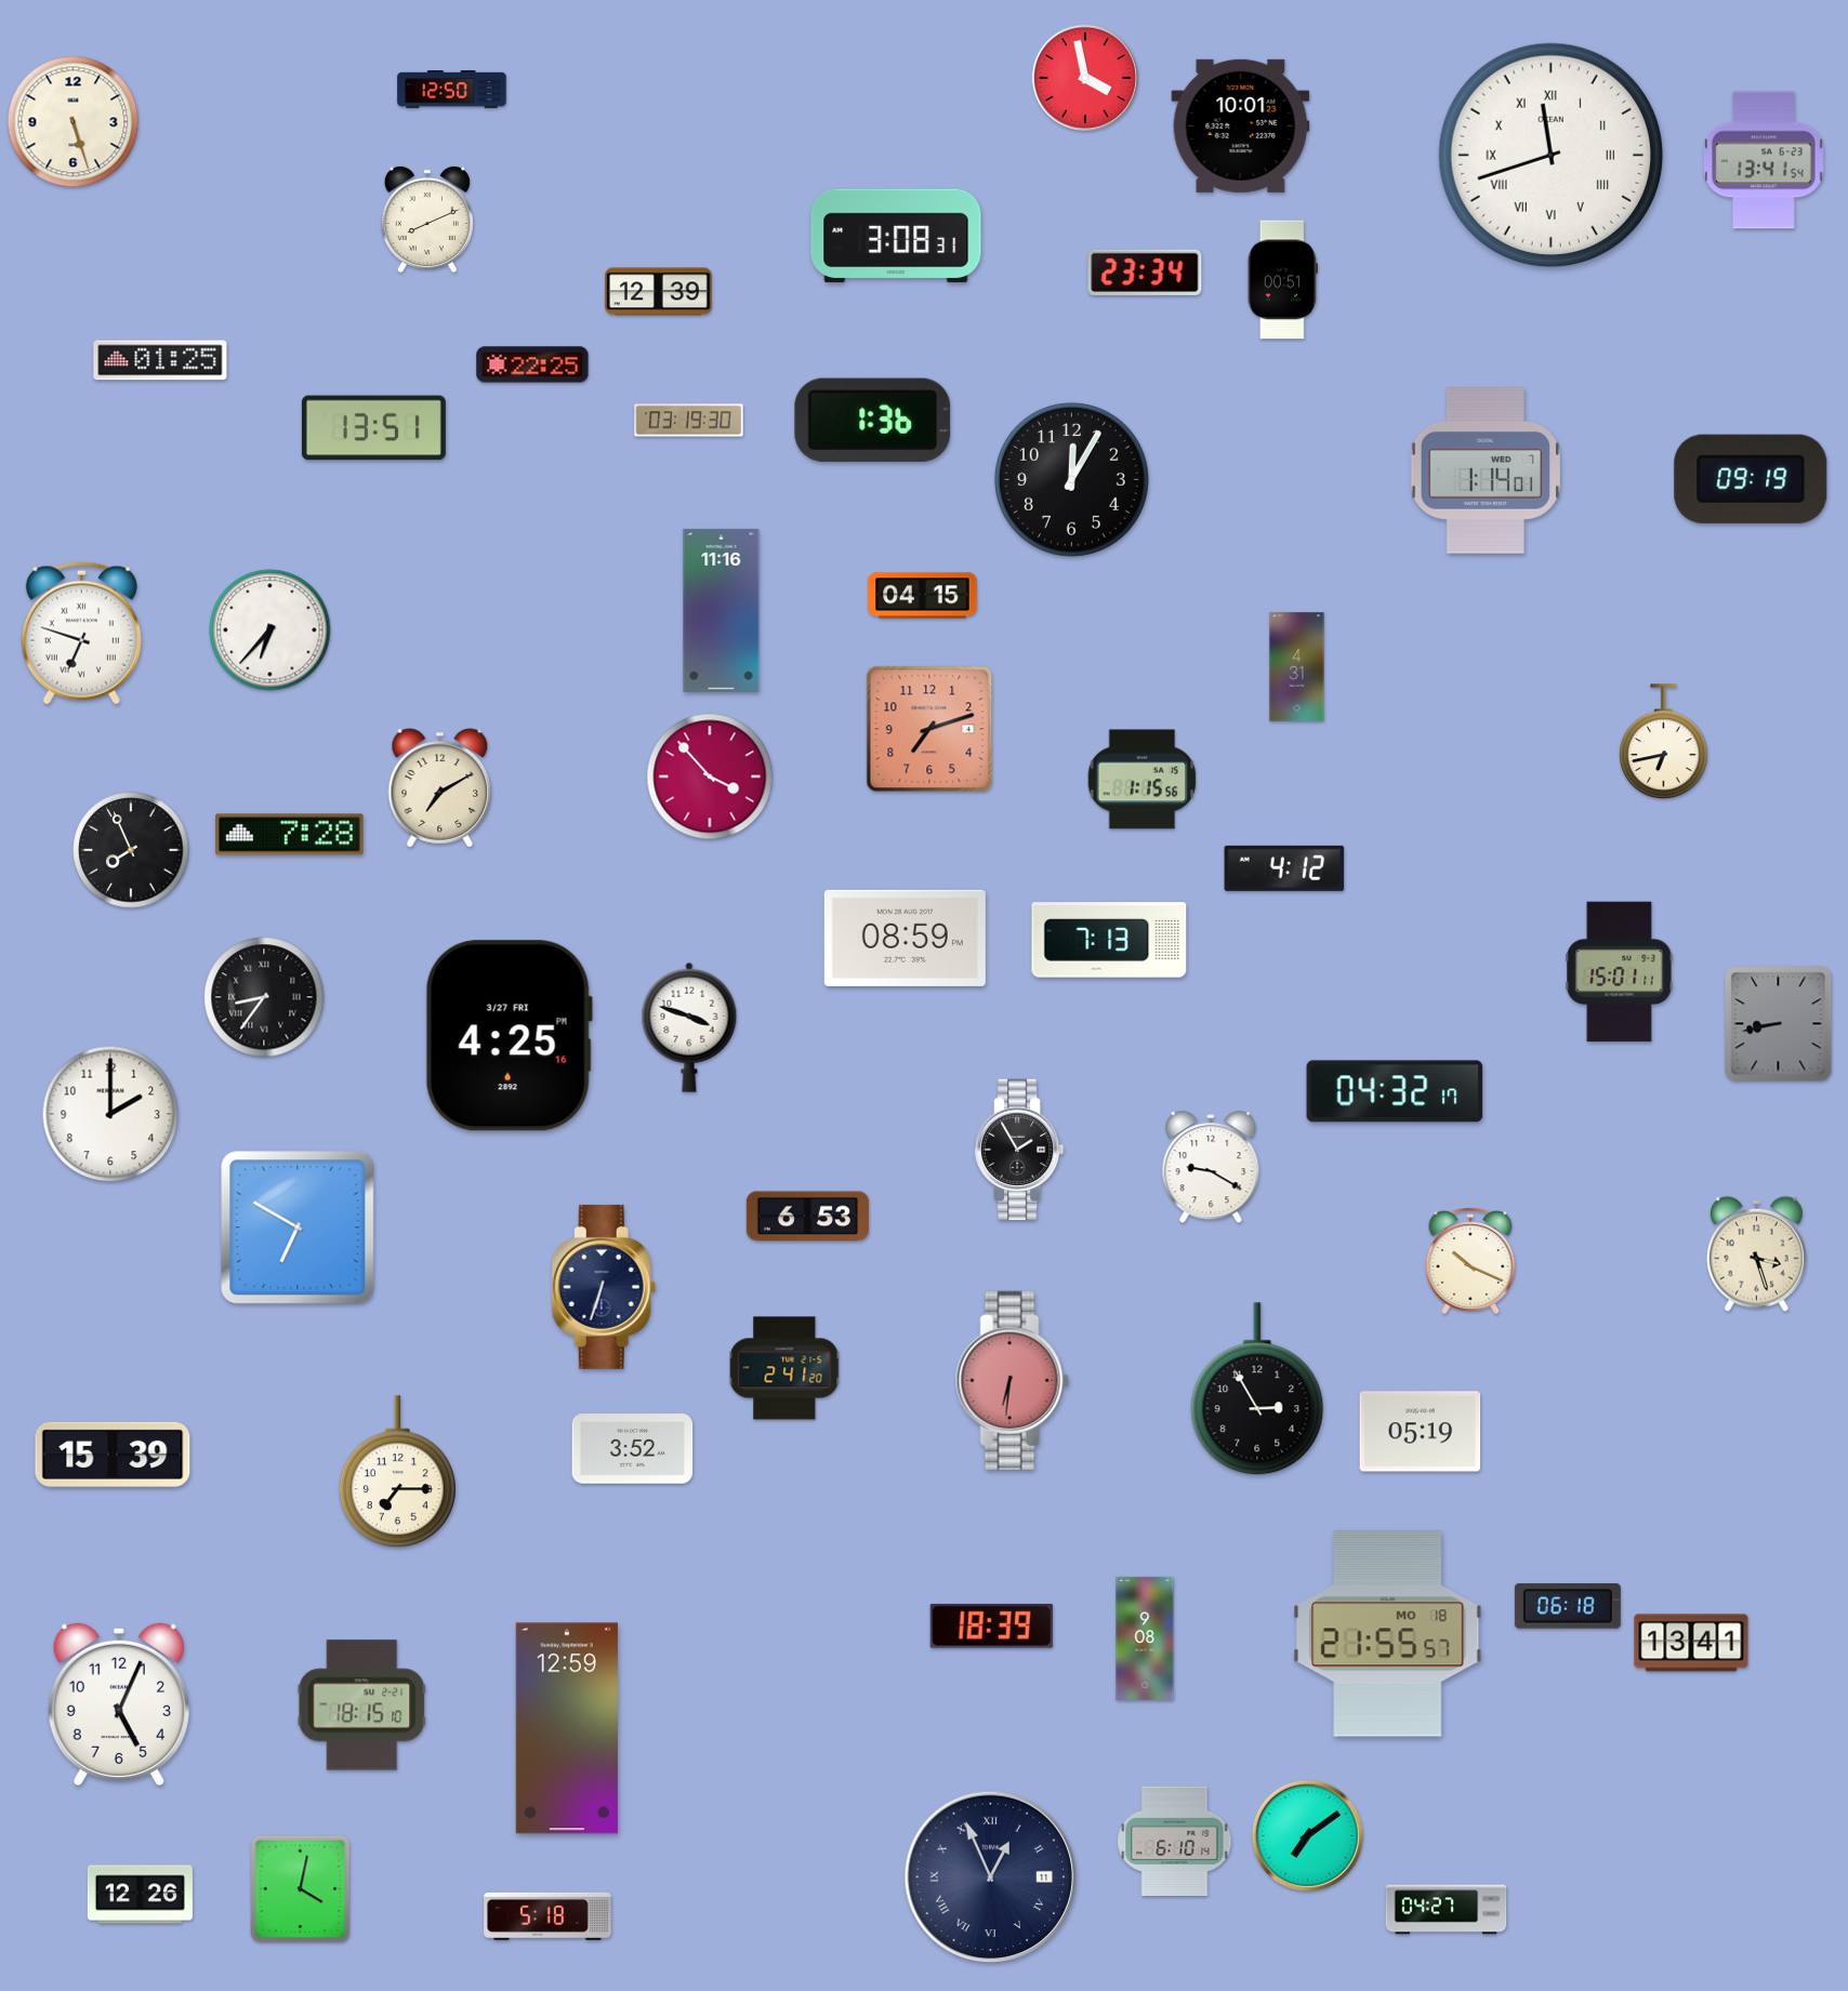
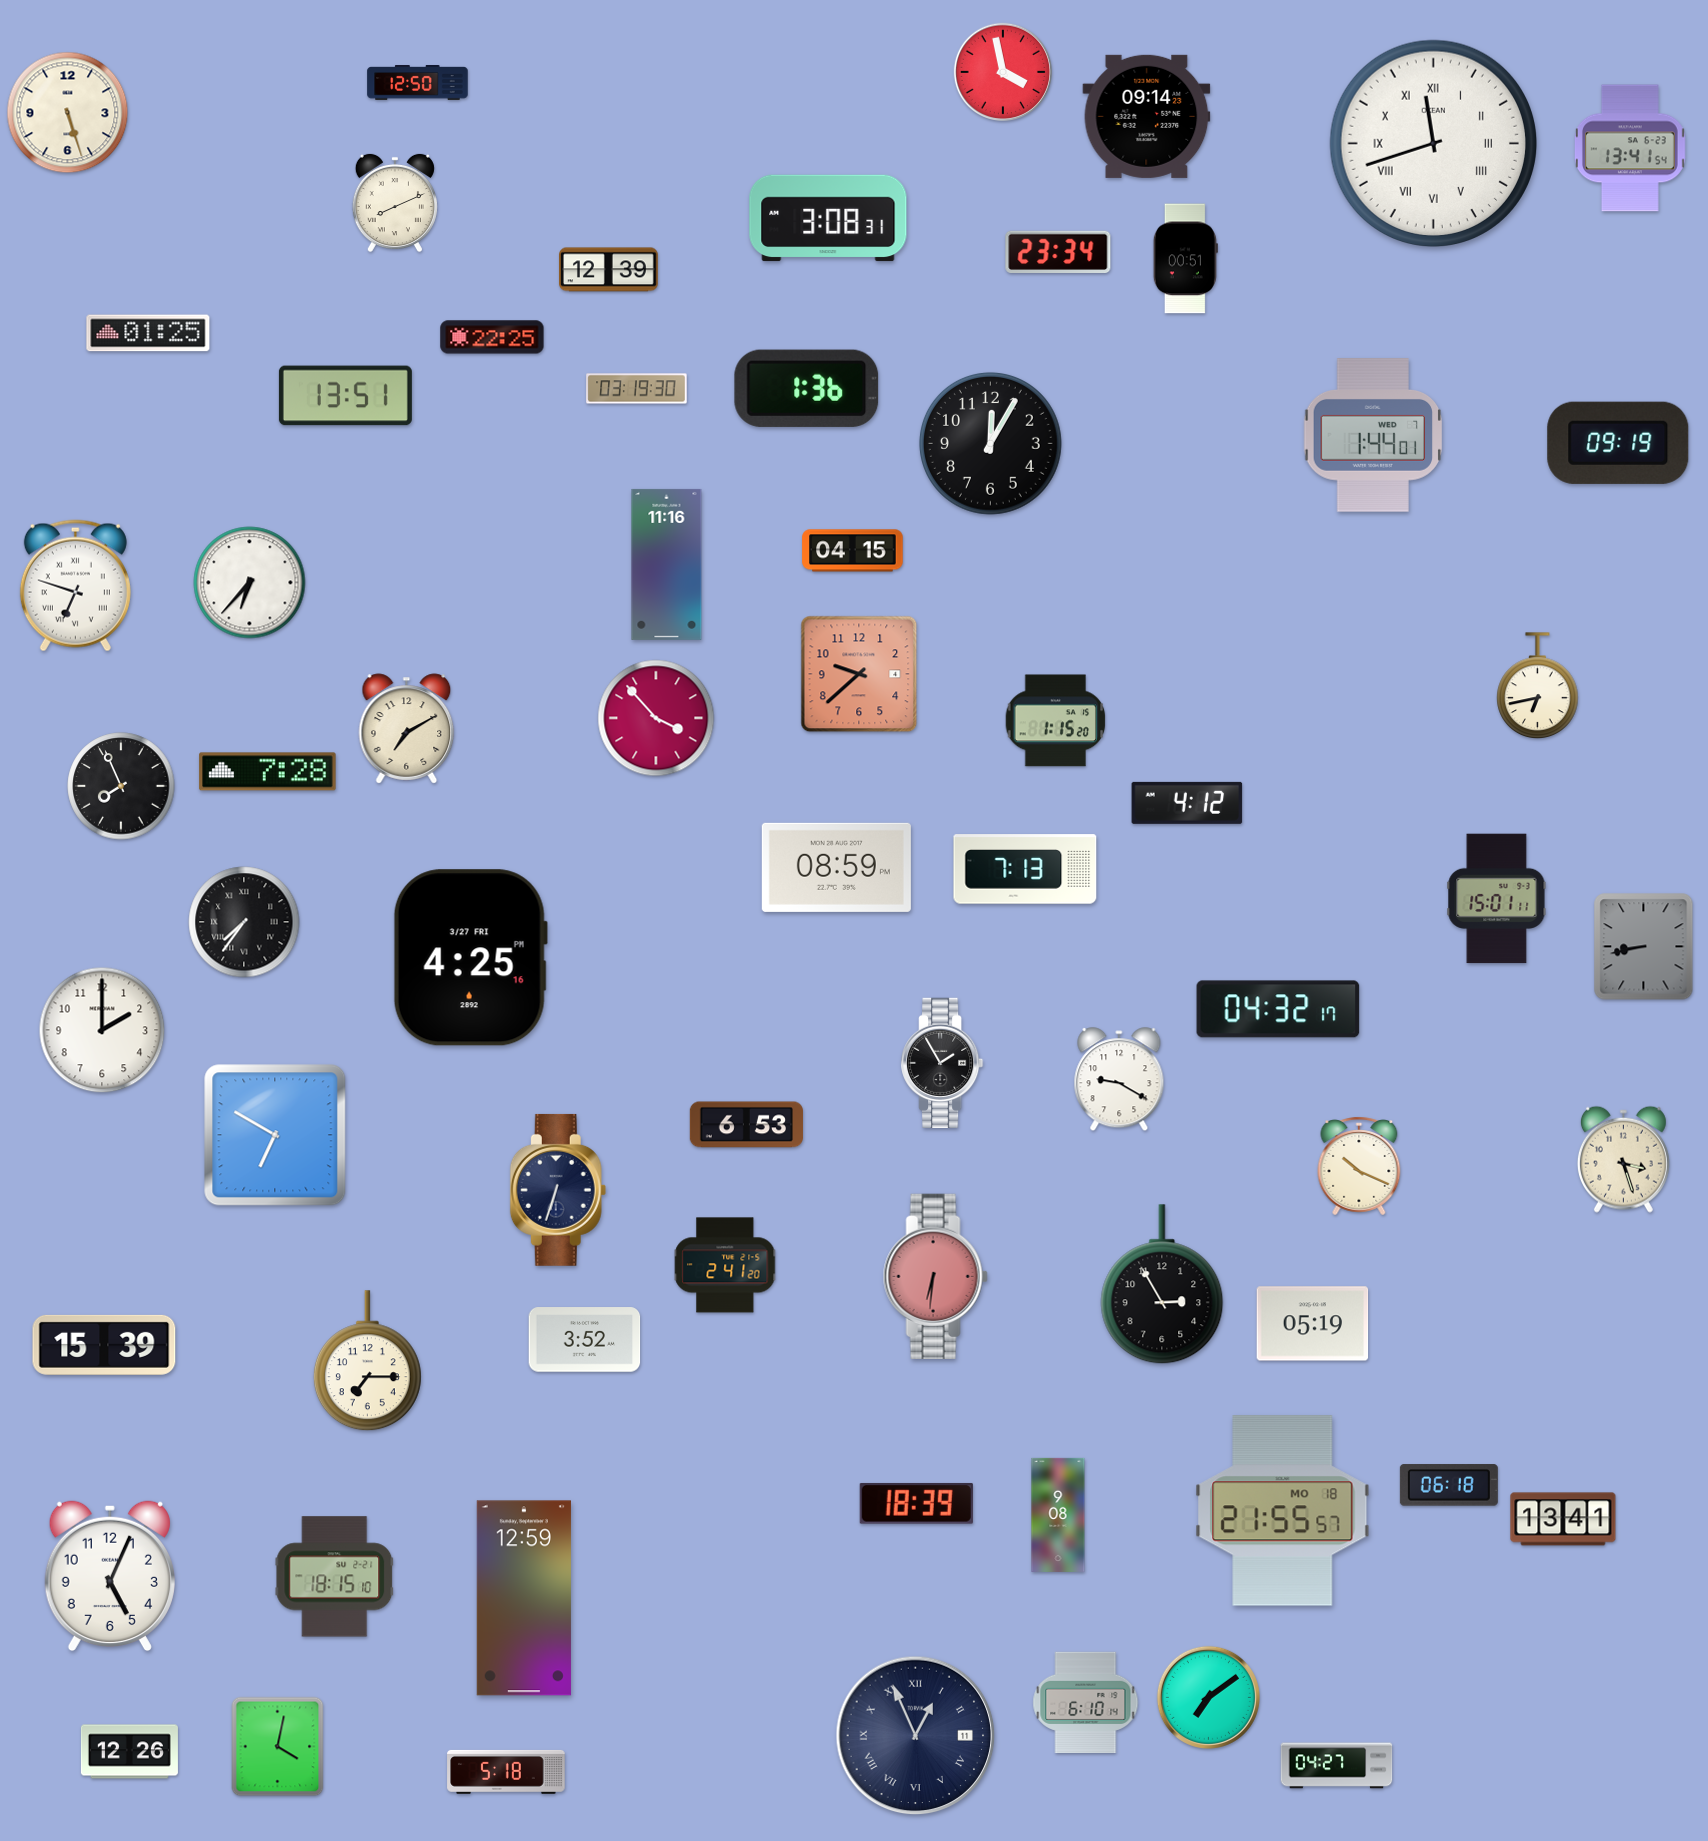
clock at (1241, 125): 10:01 -> 09:14
clock at (1486, 470): 1:14 -> 1:44
clock at (1297, 667): 4:31 -> none
clock at (929, 729): 7:12 -> 9:38
clock at (1143, 780): 1:15:56 -> 1:15:20
clock at (264, 997): 8:36 -> 7:36
clock at (689, 1027): 3:48 -> none
clock at (1395, 1091) position: (1395, 1091) -> (1278, 1009)
